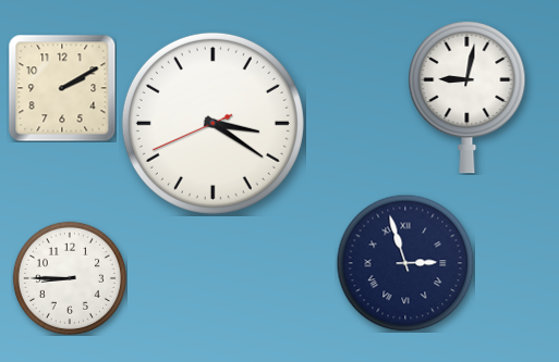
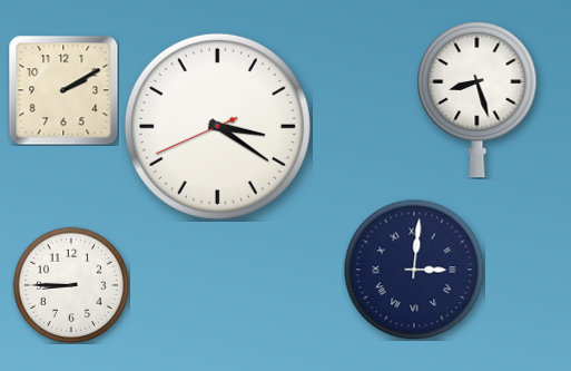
clock at (467, 97): 9:02 -> 8:27
clock at (405, 263): 2:57 -> 3:01
